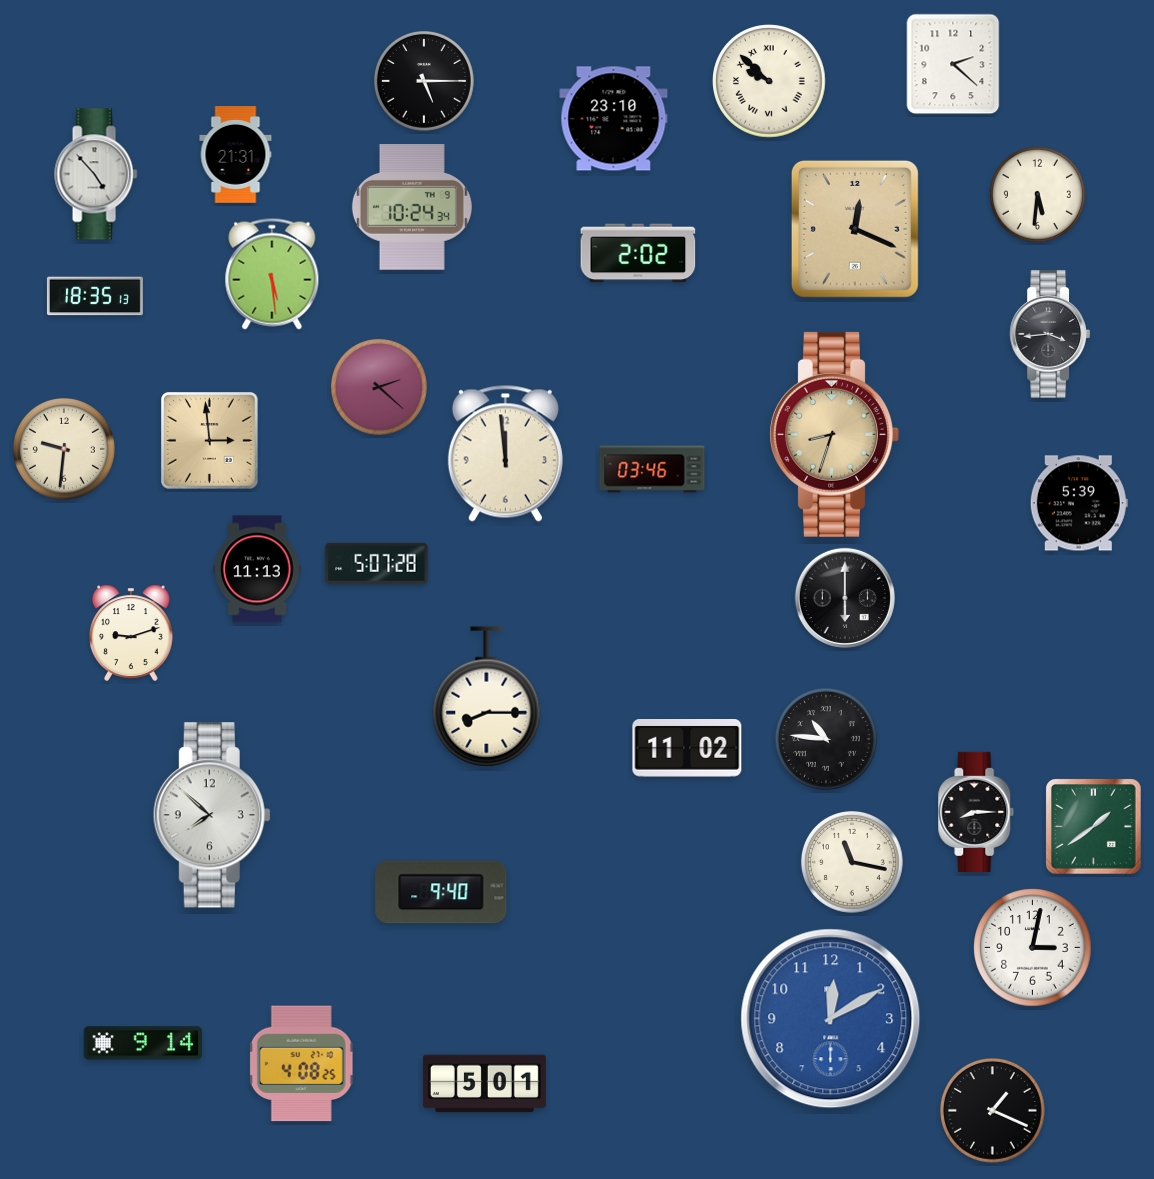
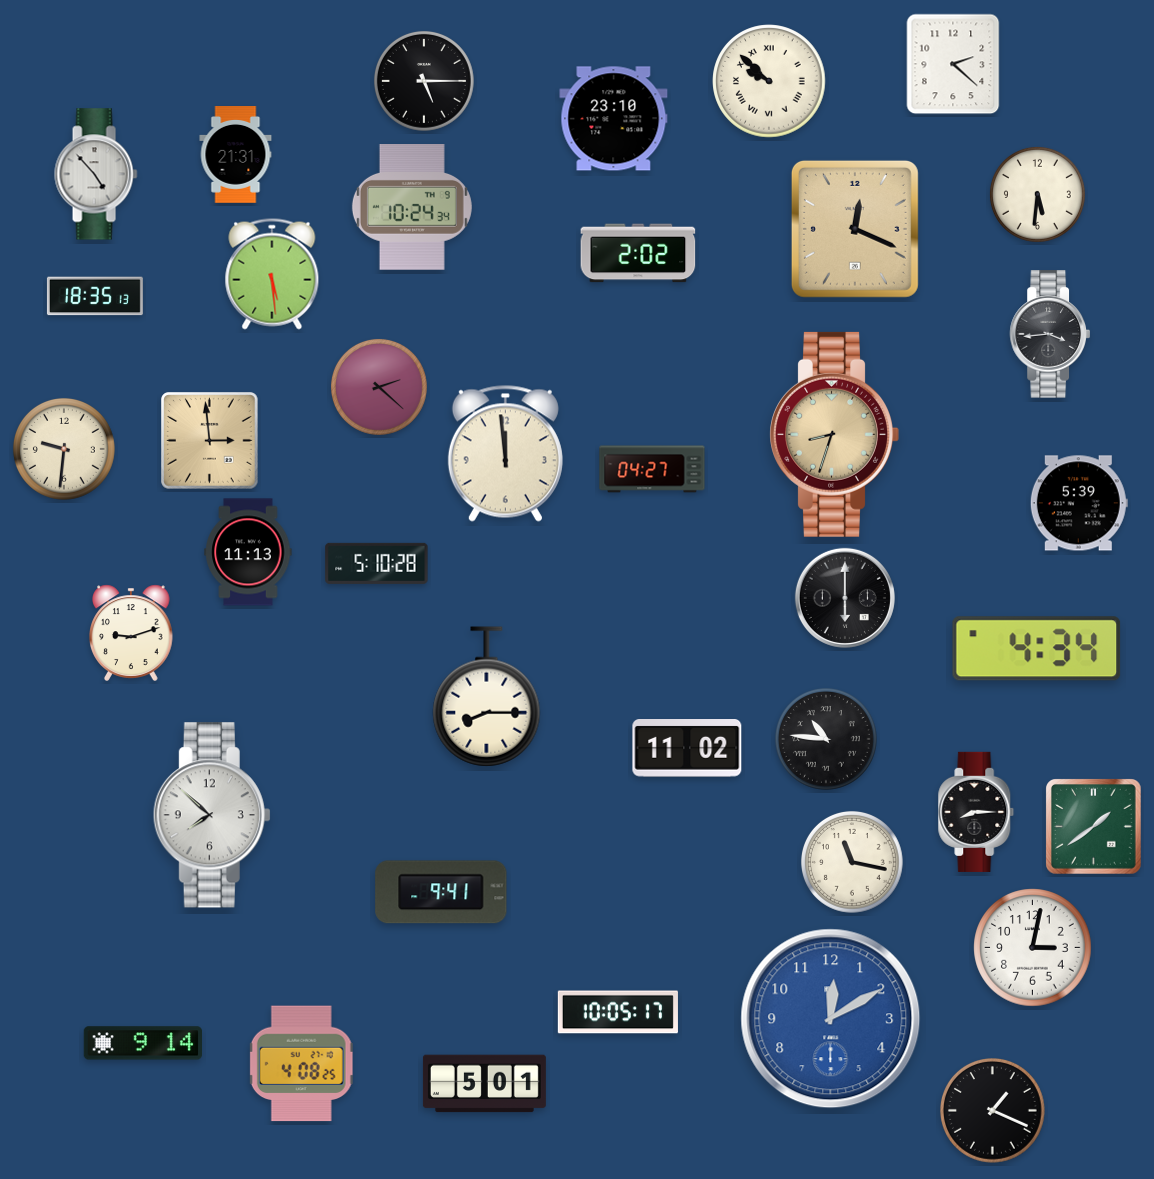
clock at (652, 469): 03:46 -> 04:27
clock at (377, 563): 5:07 -> 5:10
clock at (257, 569) position: (257, 569) -> (248, 552)
clock at (1037, 649): none -> 4:34
clock at (441, 892): 9:40 -> 9:41
clock at (618, 1012): none -> 10:05
